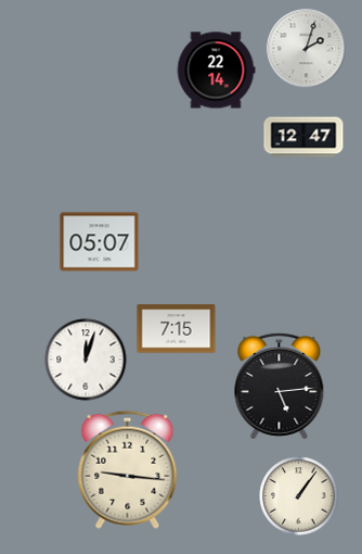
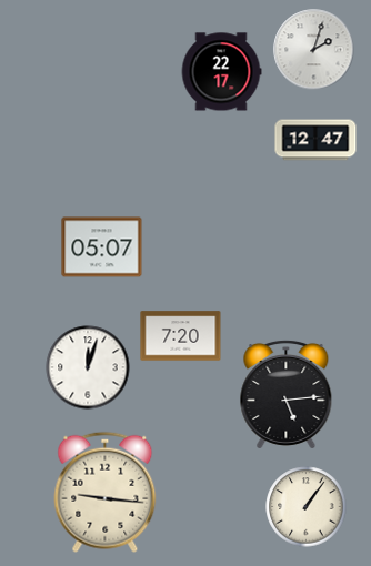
clock at (216, 71): 22:14 -> 22:17
clock at (303, 137) position: (303, 137) -> (315, 140)
clock at (177, 329): 7:15 -> 7:20
clock at (128, 469) position: (128, 469) -> (106, 492)
